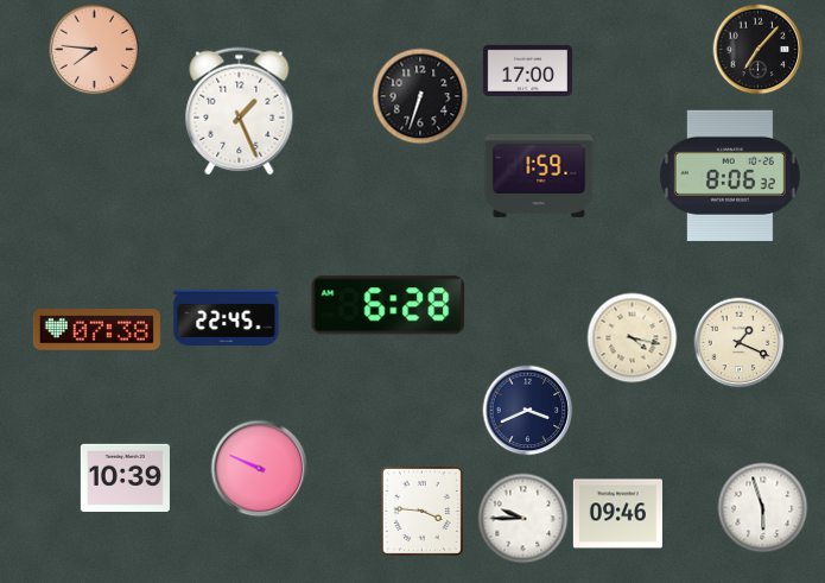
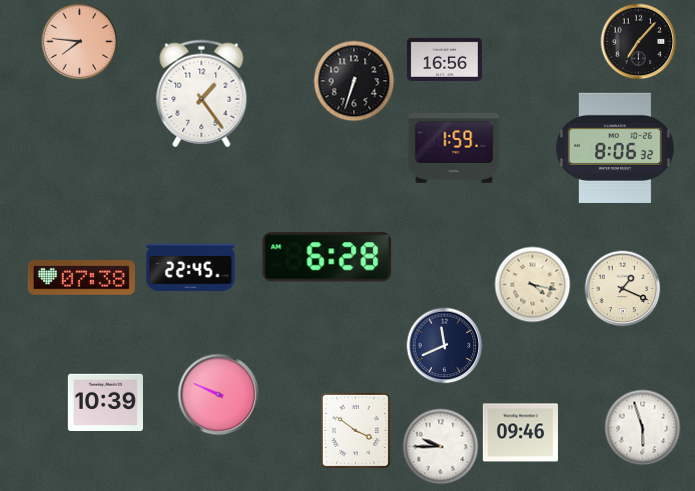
clock at (527, 70): 17:00 -> 16:56
clock at (240, 112): 1:26 -> 1:24
clock at (528, 411): 3:41 -> 11:41
clock at (421, 511): 3:46 -> 3:51
clock at (523, 519) position: (523, 519) -> (441, 447)
